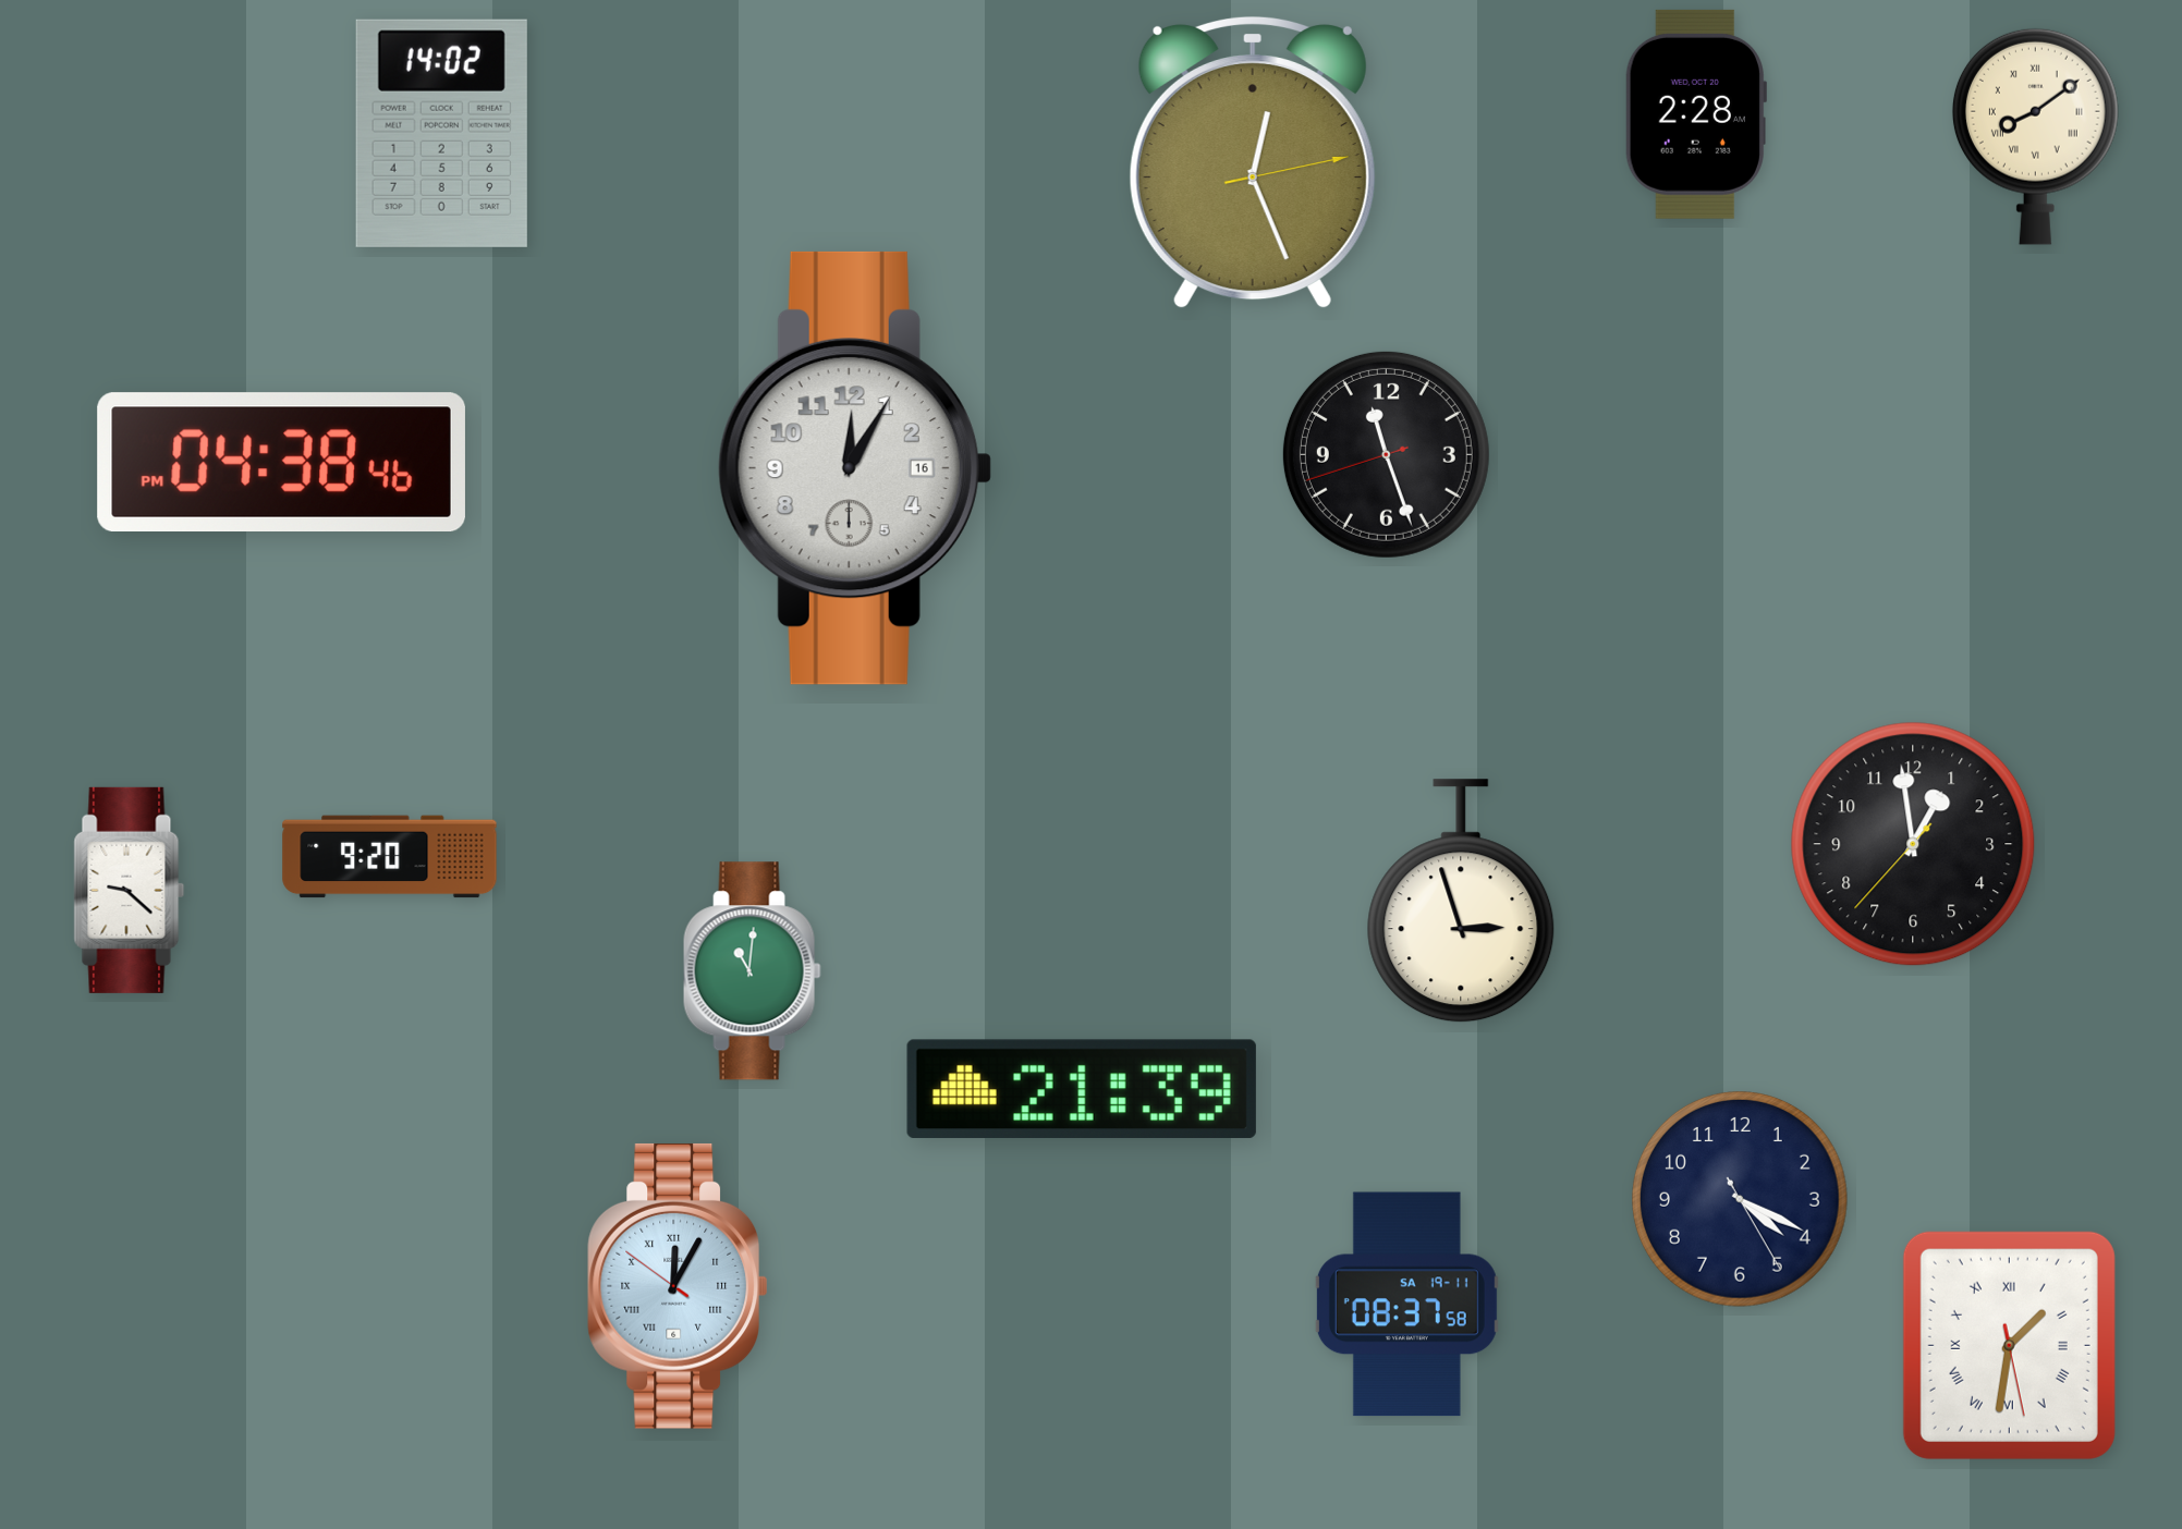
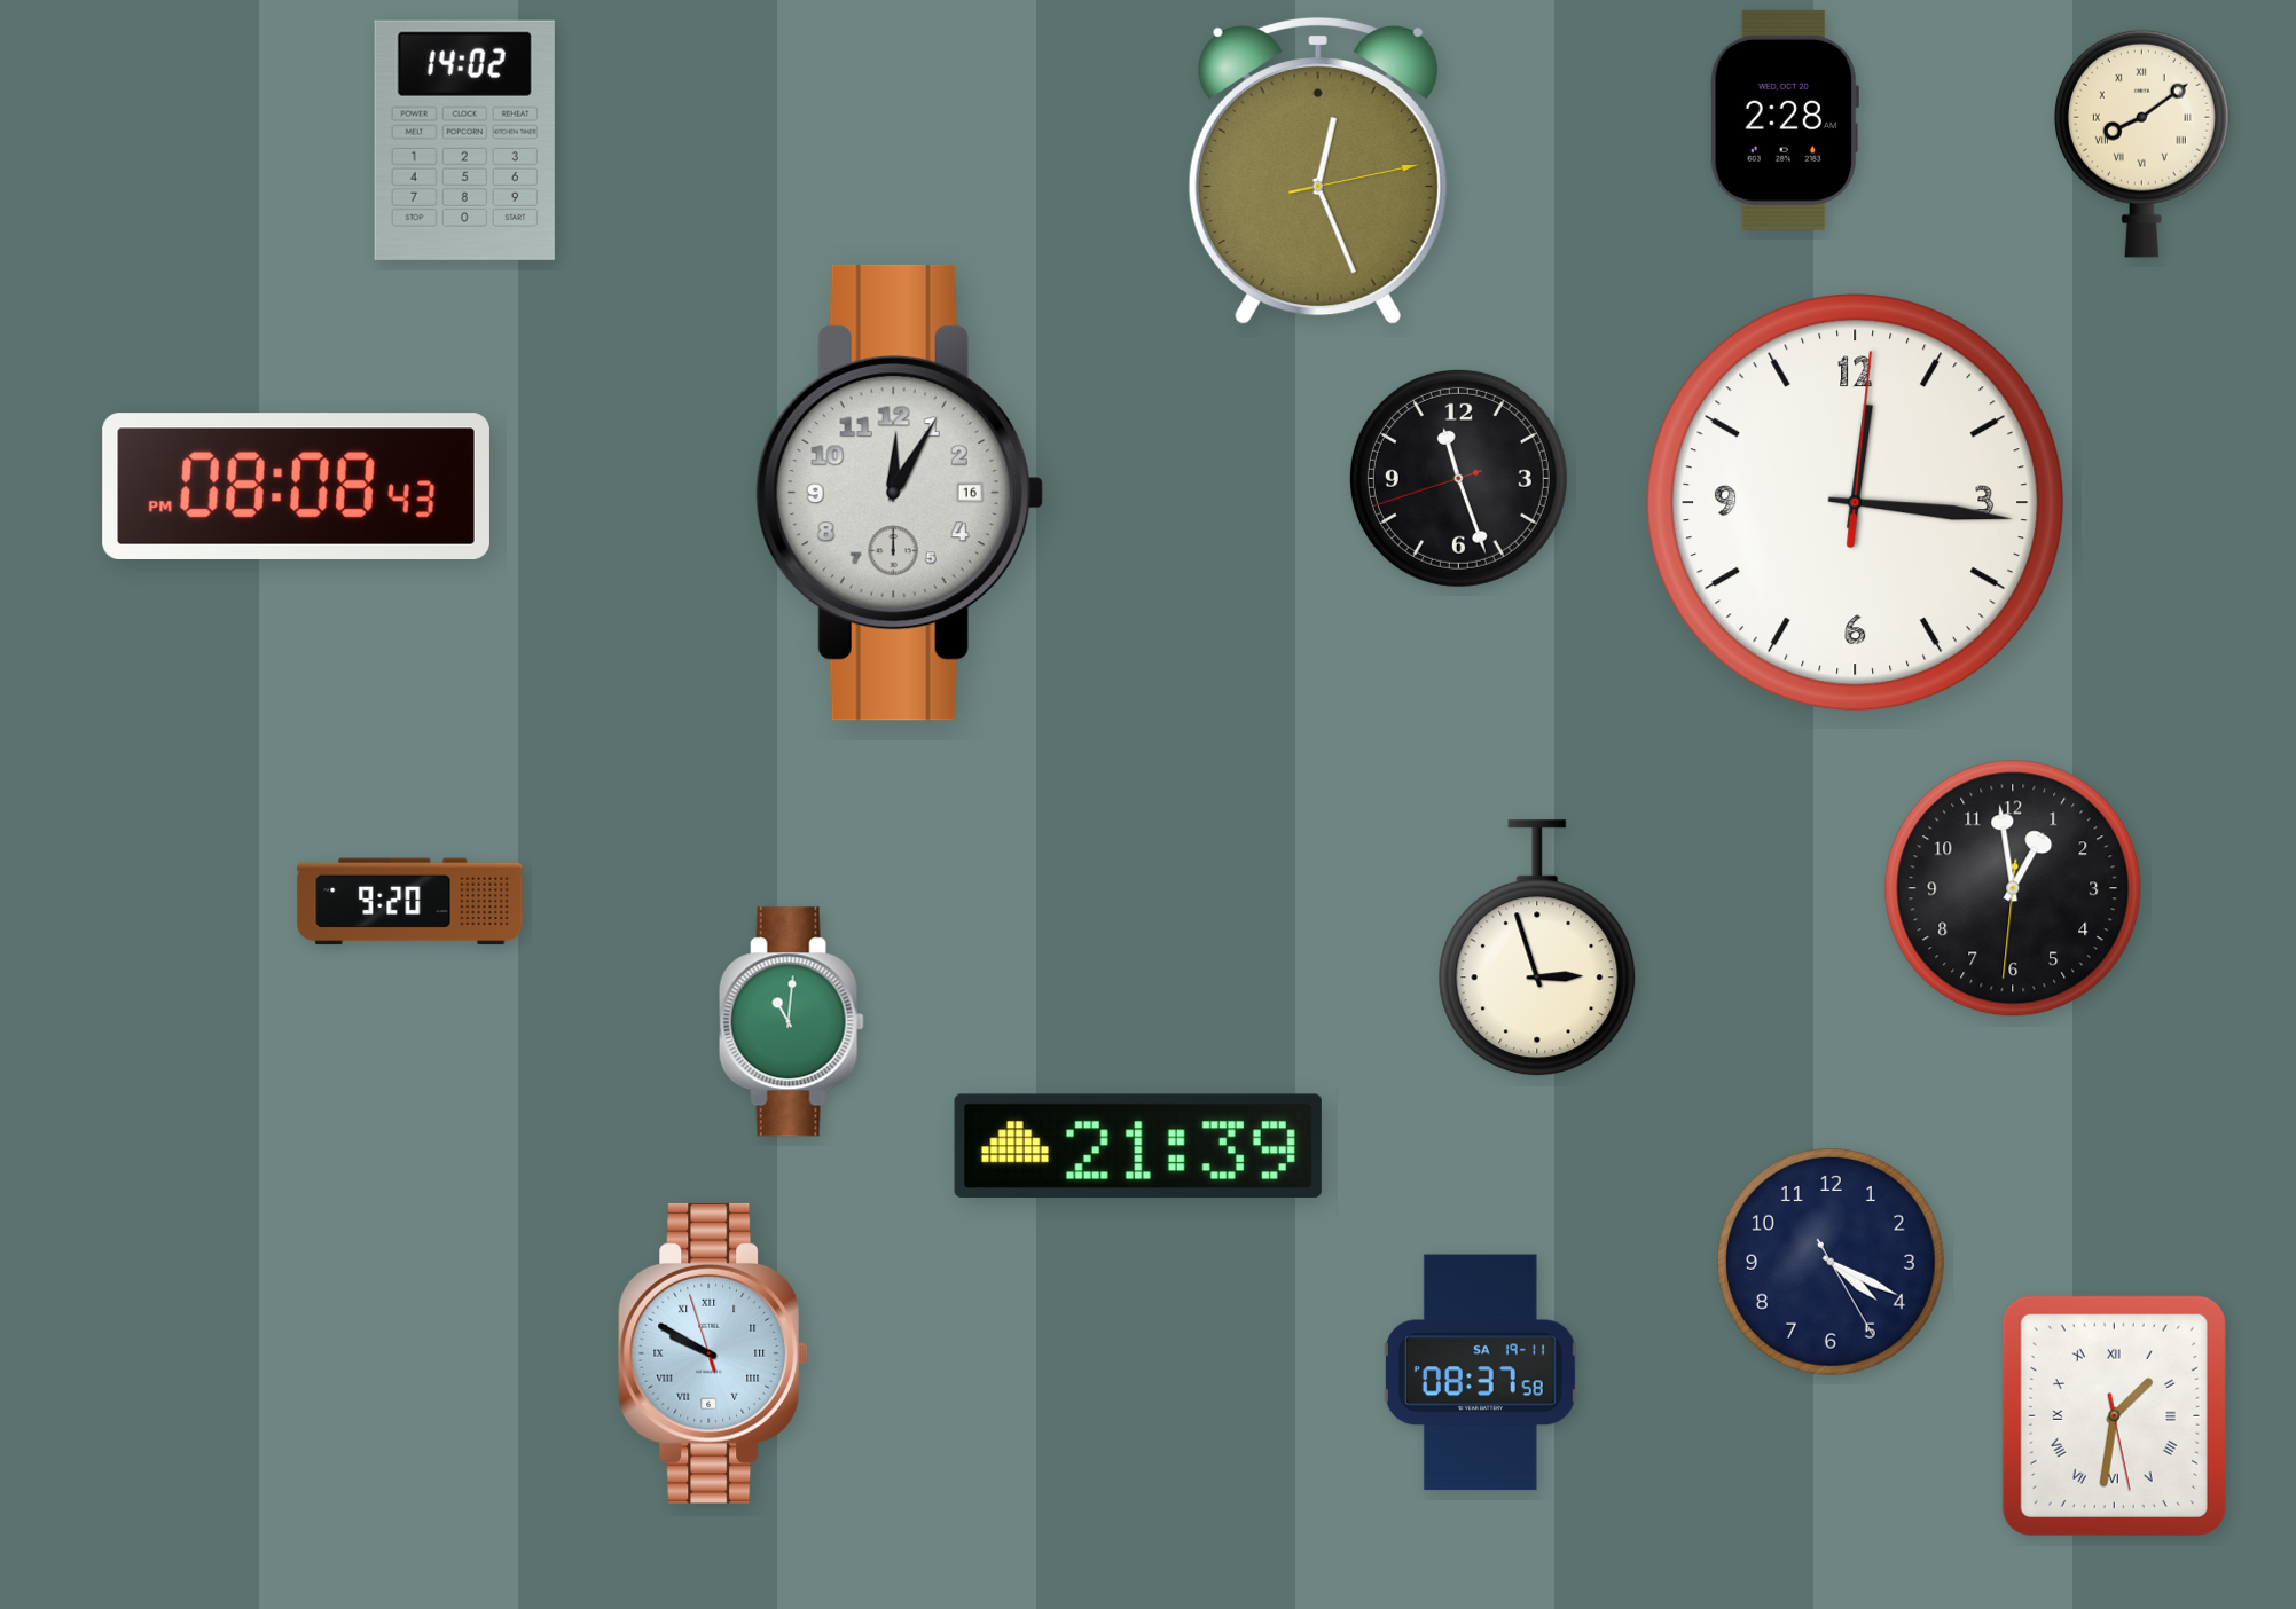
clock at (281, 462): 04:38 -> 08:08
clock at (1856, 503): none -> 12:16
clock at (1913, 844): 12:58:37 -> 12:58:31
clock at (130, 890): 9:22 -> none
clock at (678, 1286): 12:04 -> 9:49
